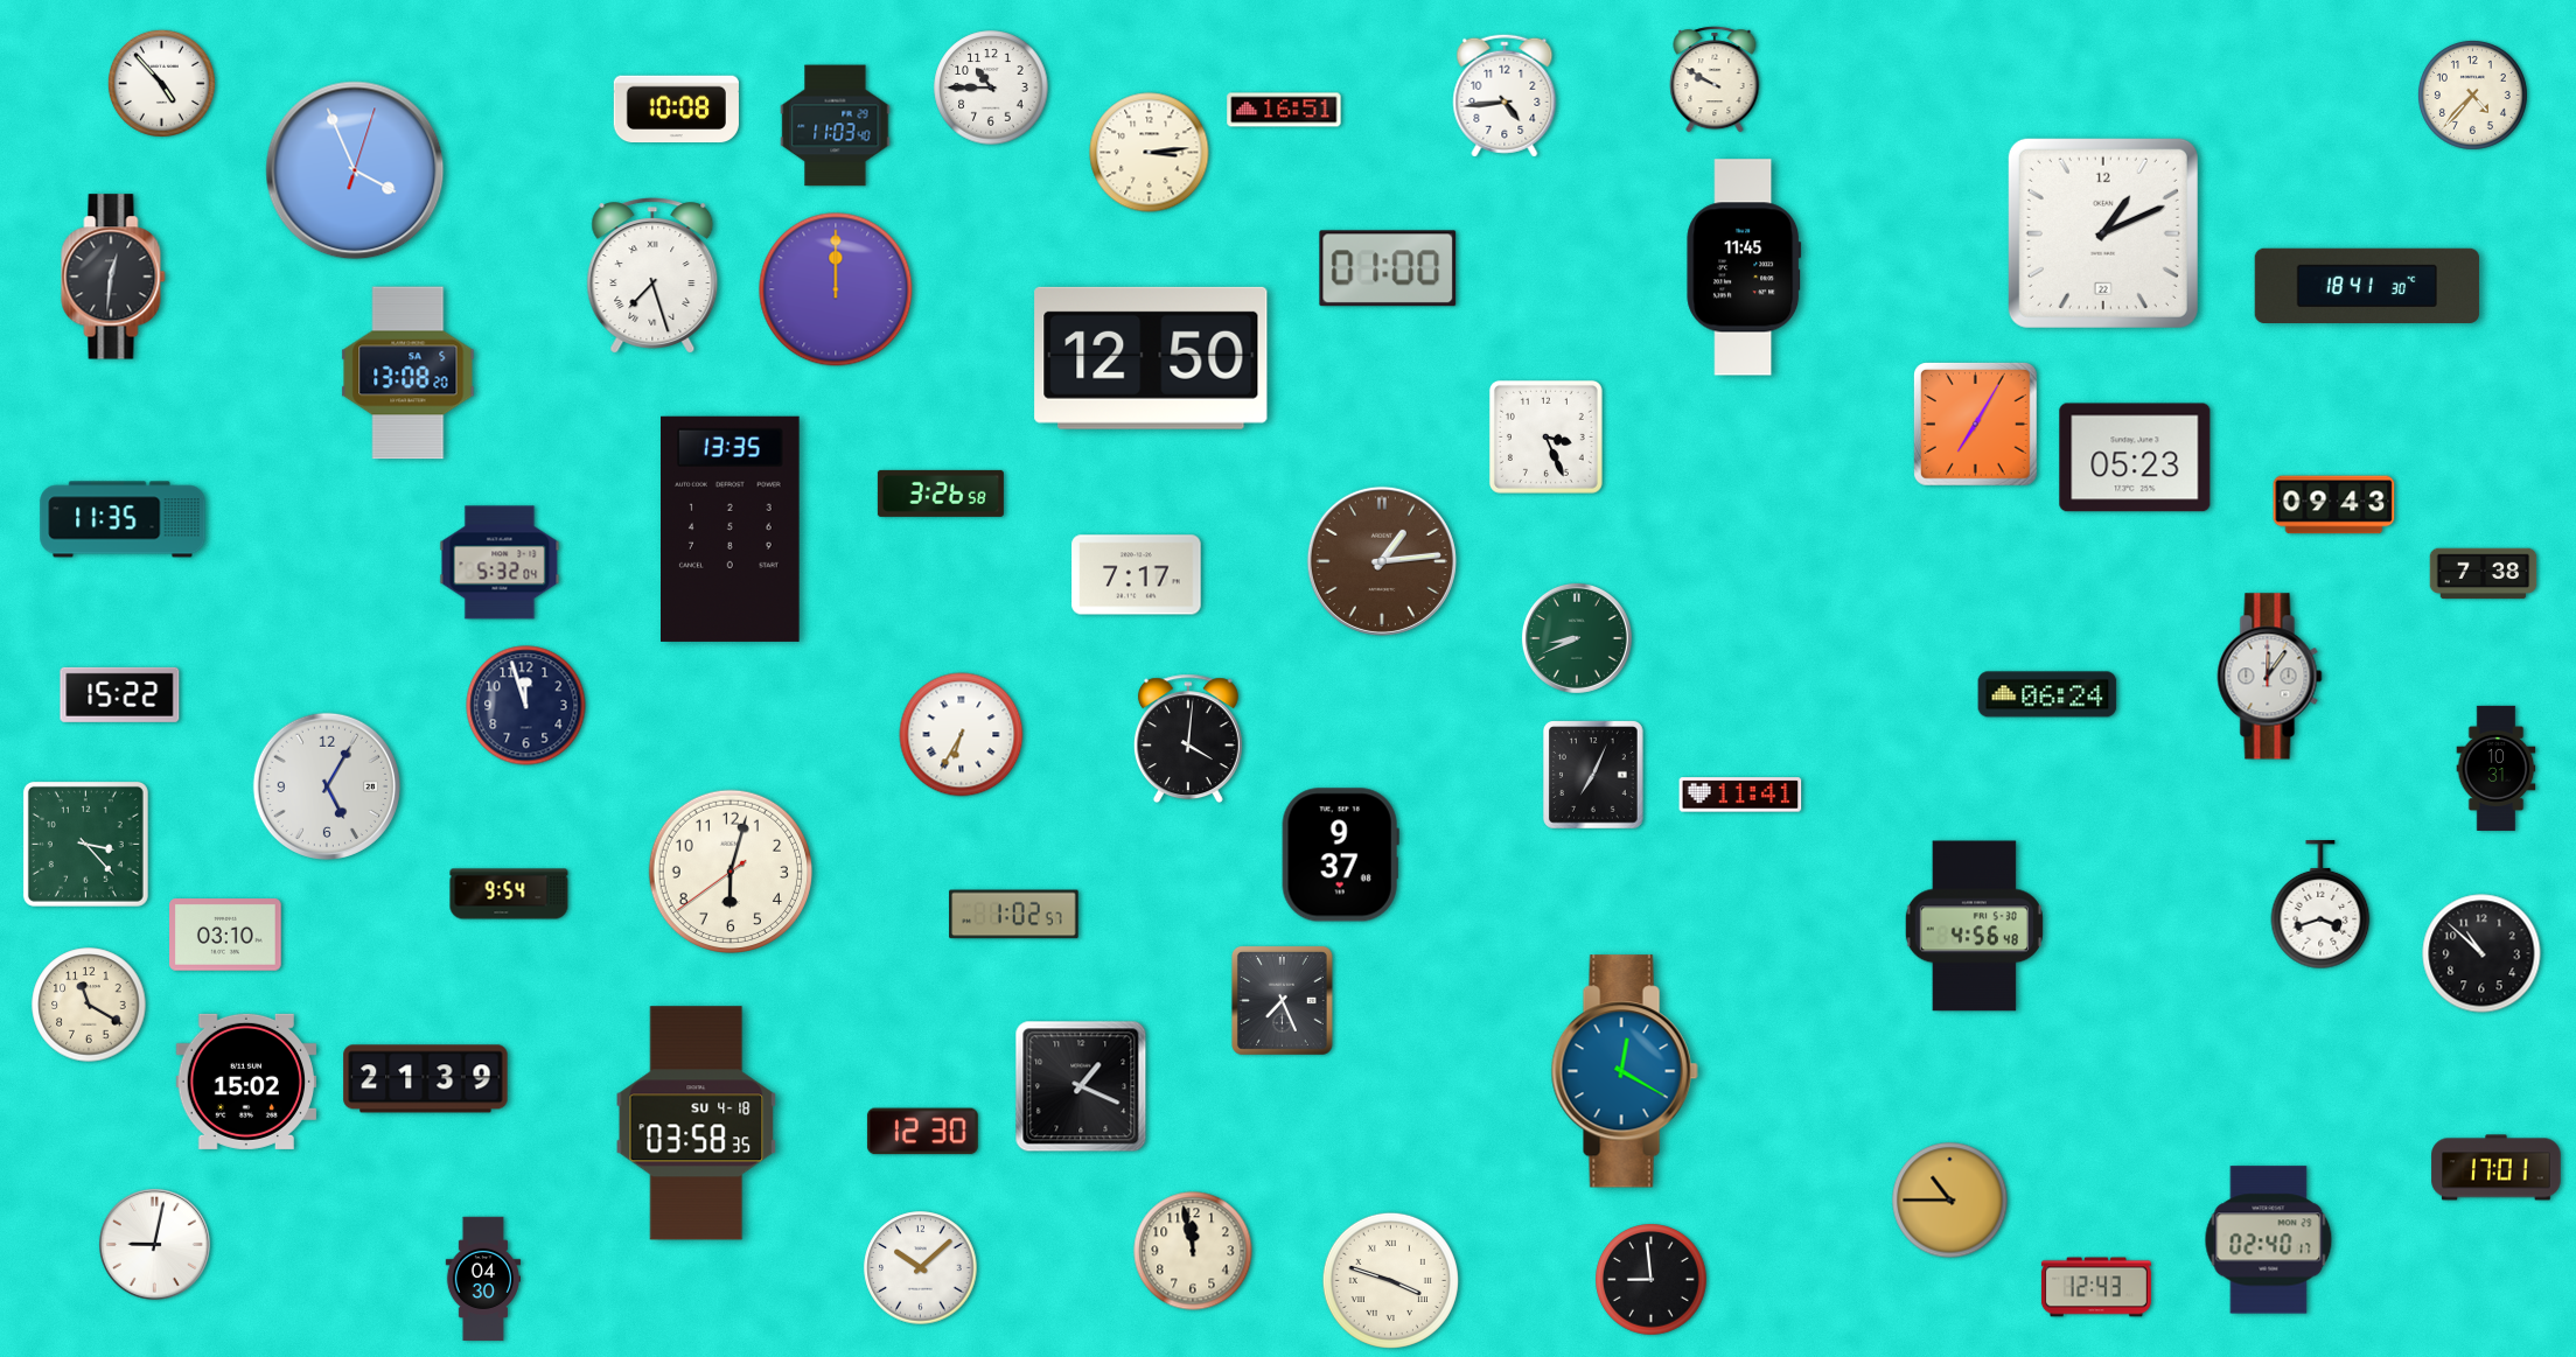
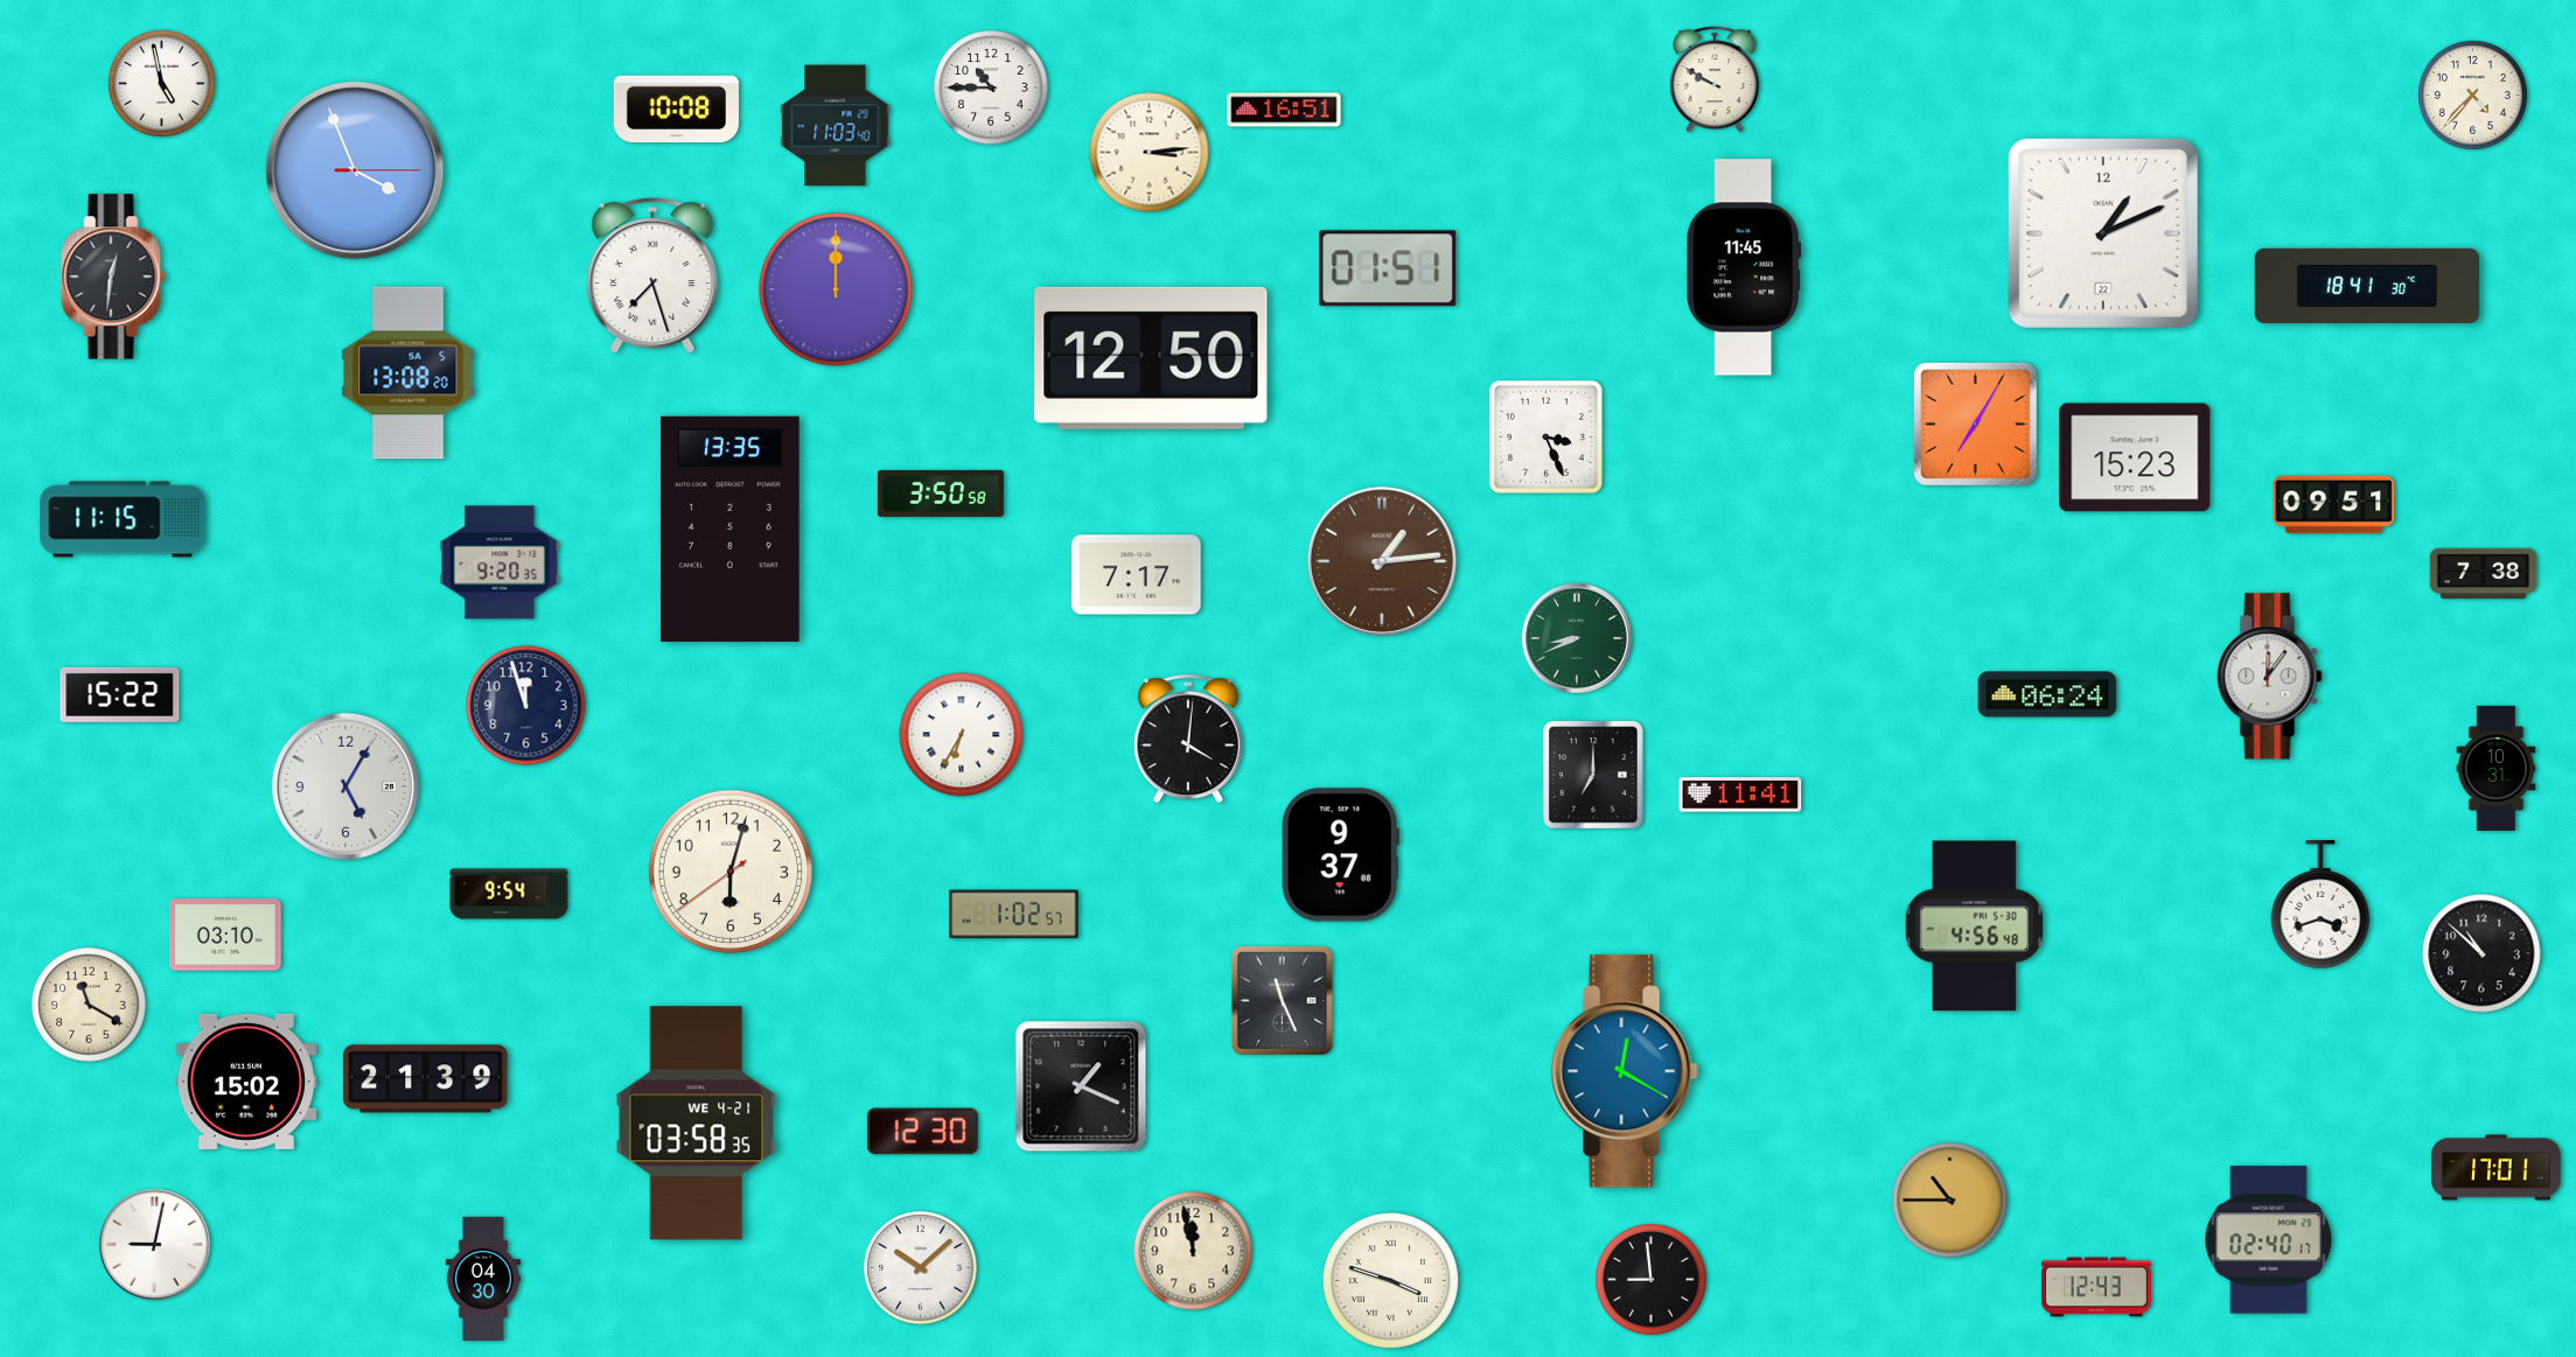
clock at (161, 83): 4:53 -> 4:58
clock at (1505, 96): 4:44 -> none
clock at (355, 170): 3:56:03 -> 3:56:15
clock at (1388, 268): 01:00 -> 01:51
clock at (2135, 457): 05:23 -> 15:23
clock at (941, 494): 3:26 -> 3:50
clock at (2334, 505): 09:43 -> 09:51
clock at (123, 519): 11:35 -> 11:15
clock at (500, 562): 5:32 -> 9:20
clock at (1594, 776): 7:04 -> 7:00
clock at (327, 786) position: (327, 786) -> (345, 786)
clock at (85, 844): 3:23 -> none
clock at (1282, 1000): 7:26 -> 11:26
clock at (697, 1124) date: SU 4-18 -> WE 4-21
